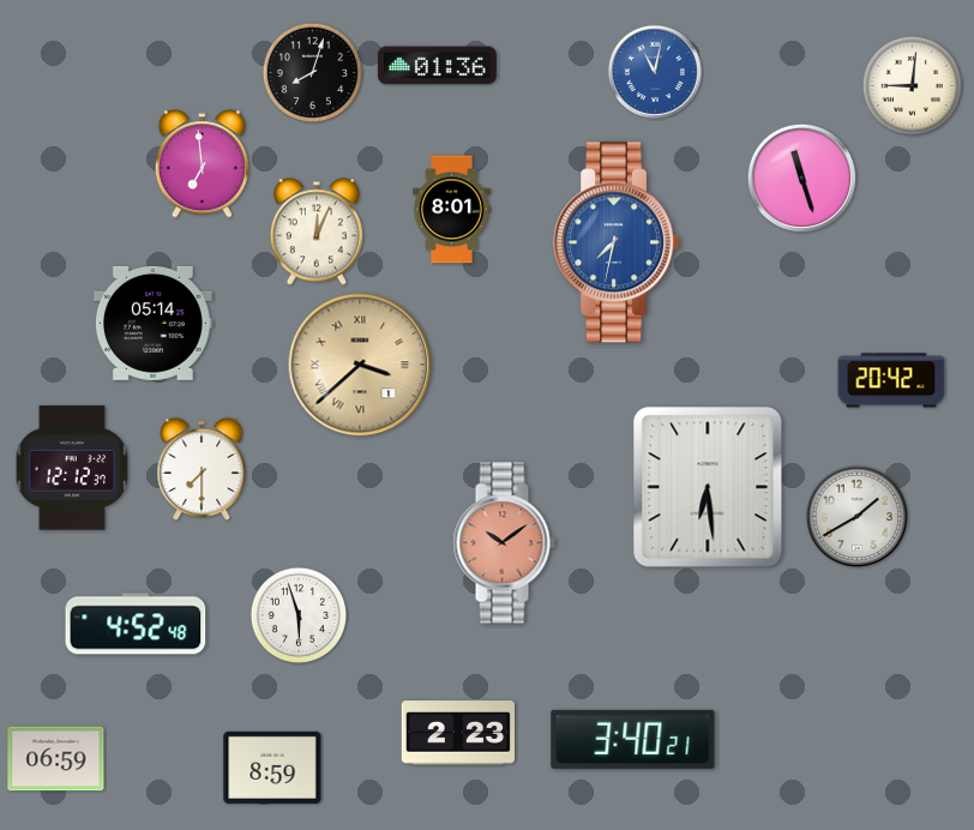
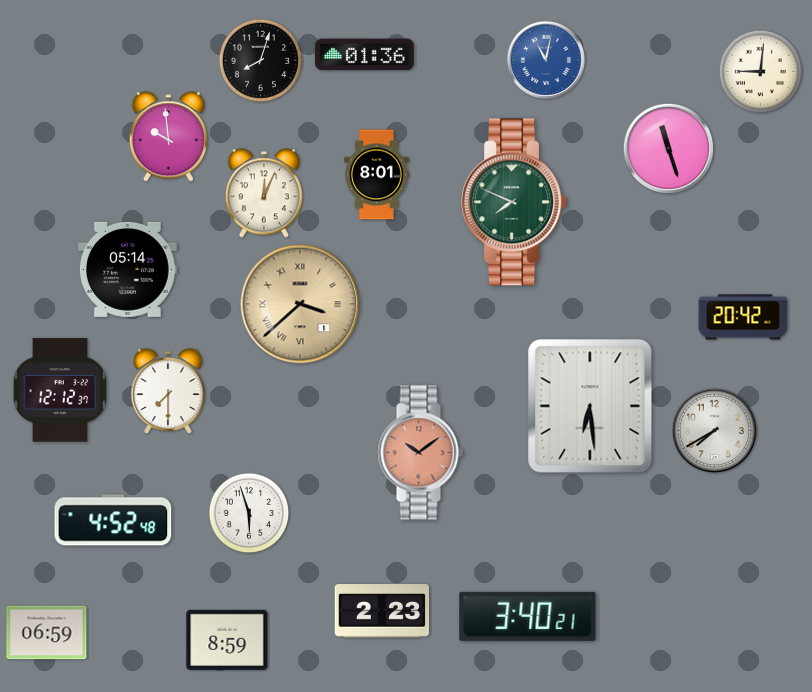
clock at (202, 164): 6:59 -> 9:59
clock at (618, 242): 7:32 -> 7:49
clock at (618, 242) dial: blue -> green
clock at (856, 516): 1:40 -> 7:40
